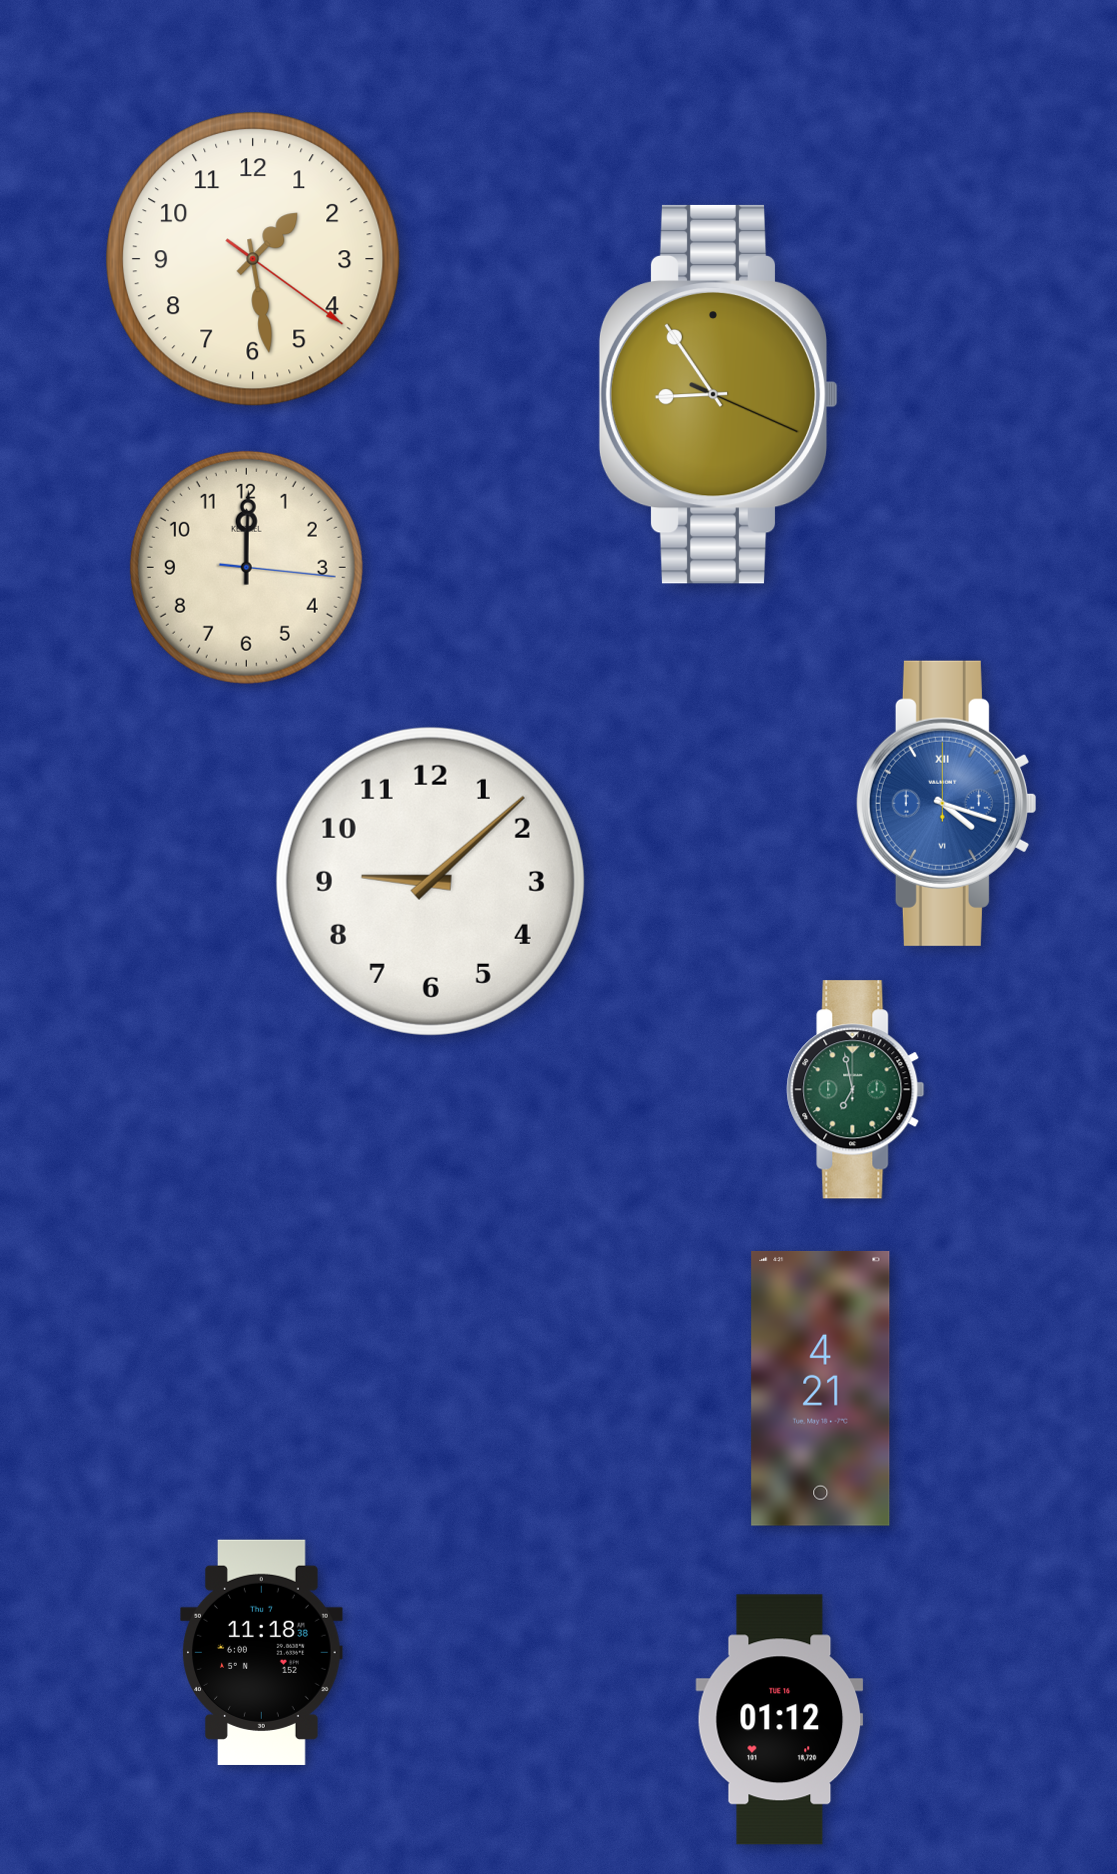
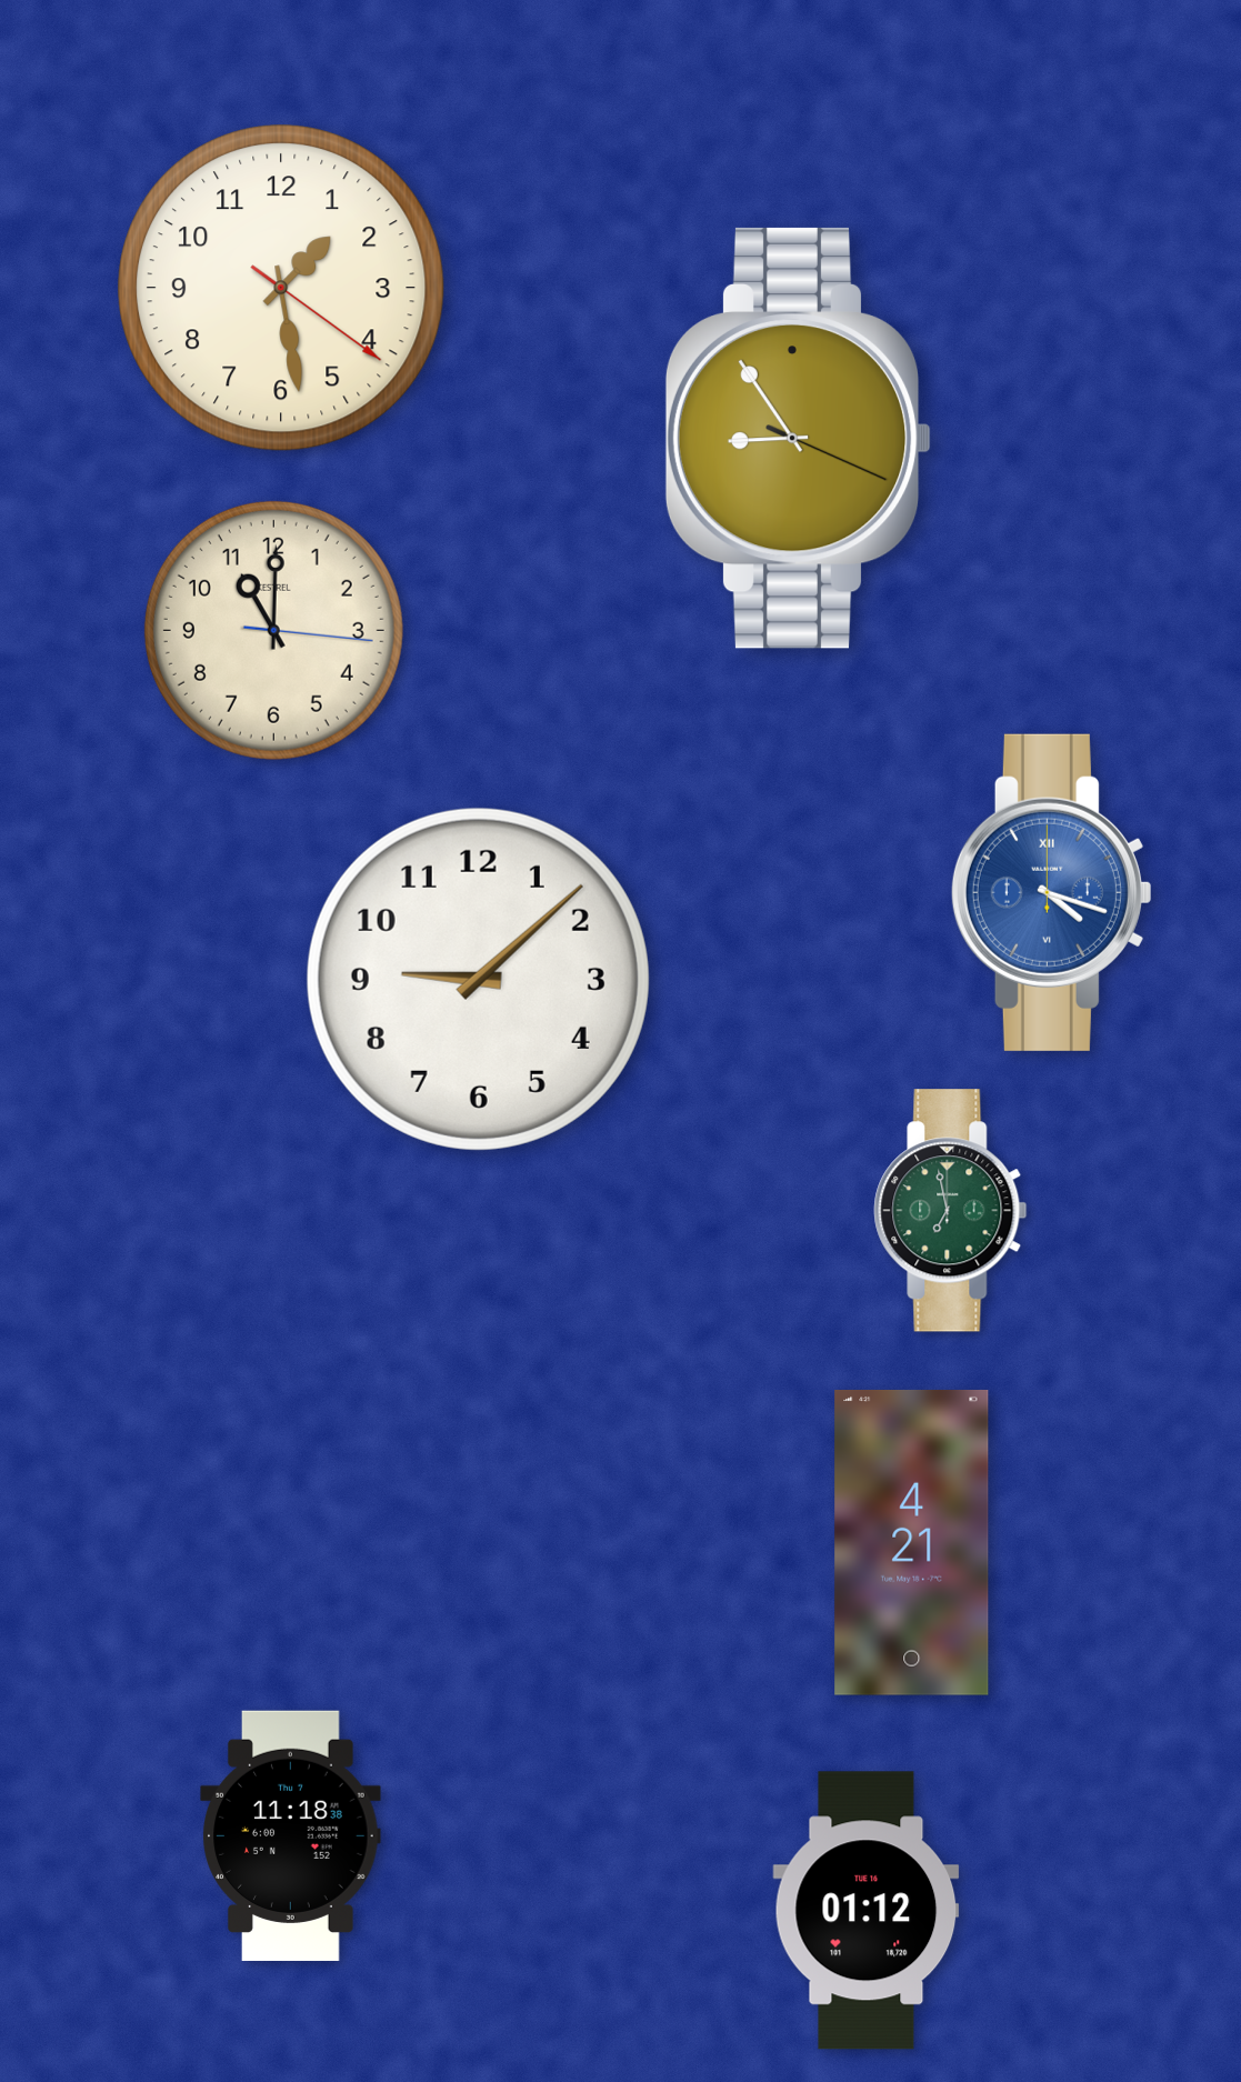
clock at (246, 567): 12:00 -> 11:00
